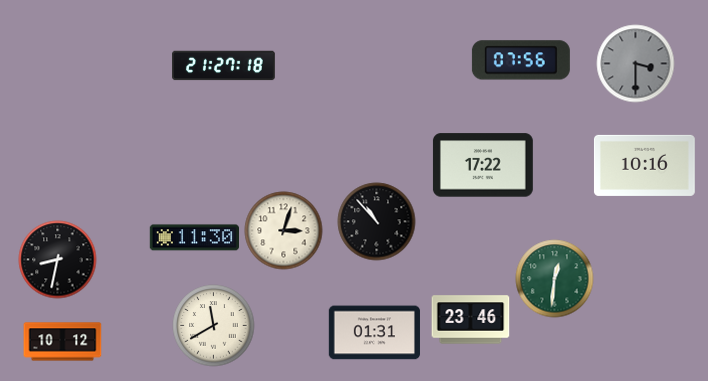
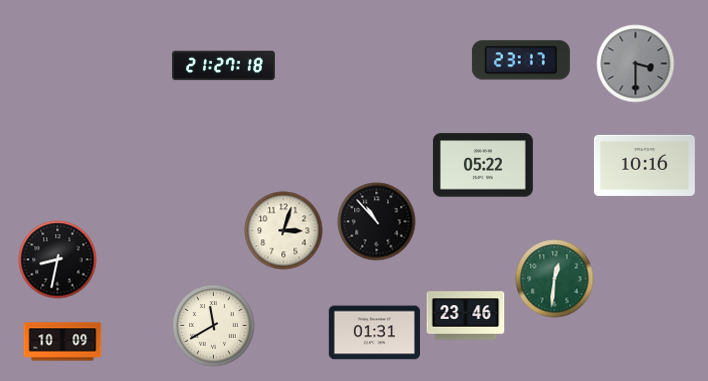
clock at (521, 60): 07:56 -> 23:17
clock at (483, 165): 17:22 -> 05:22
clock at (194, 238): 11:30 -> none
clock at (470, 320) position: (470, 320) -> (465, 316)
clock at (62, 342): 10:12 -> 10:09
